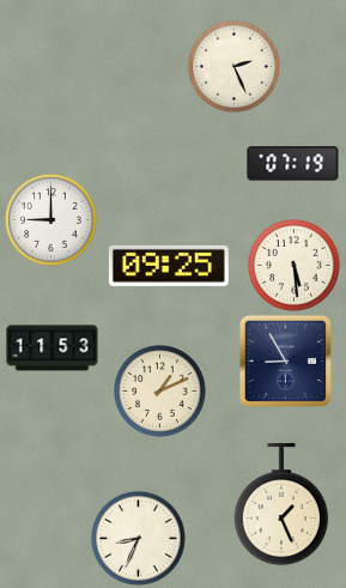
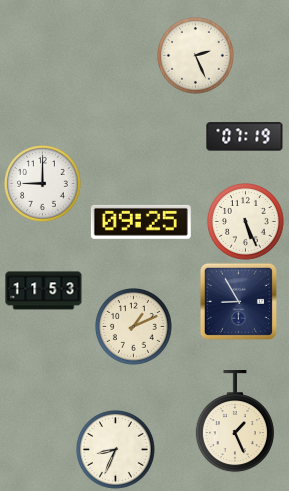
clock at (295, 266): 5:29 -> 5:26
